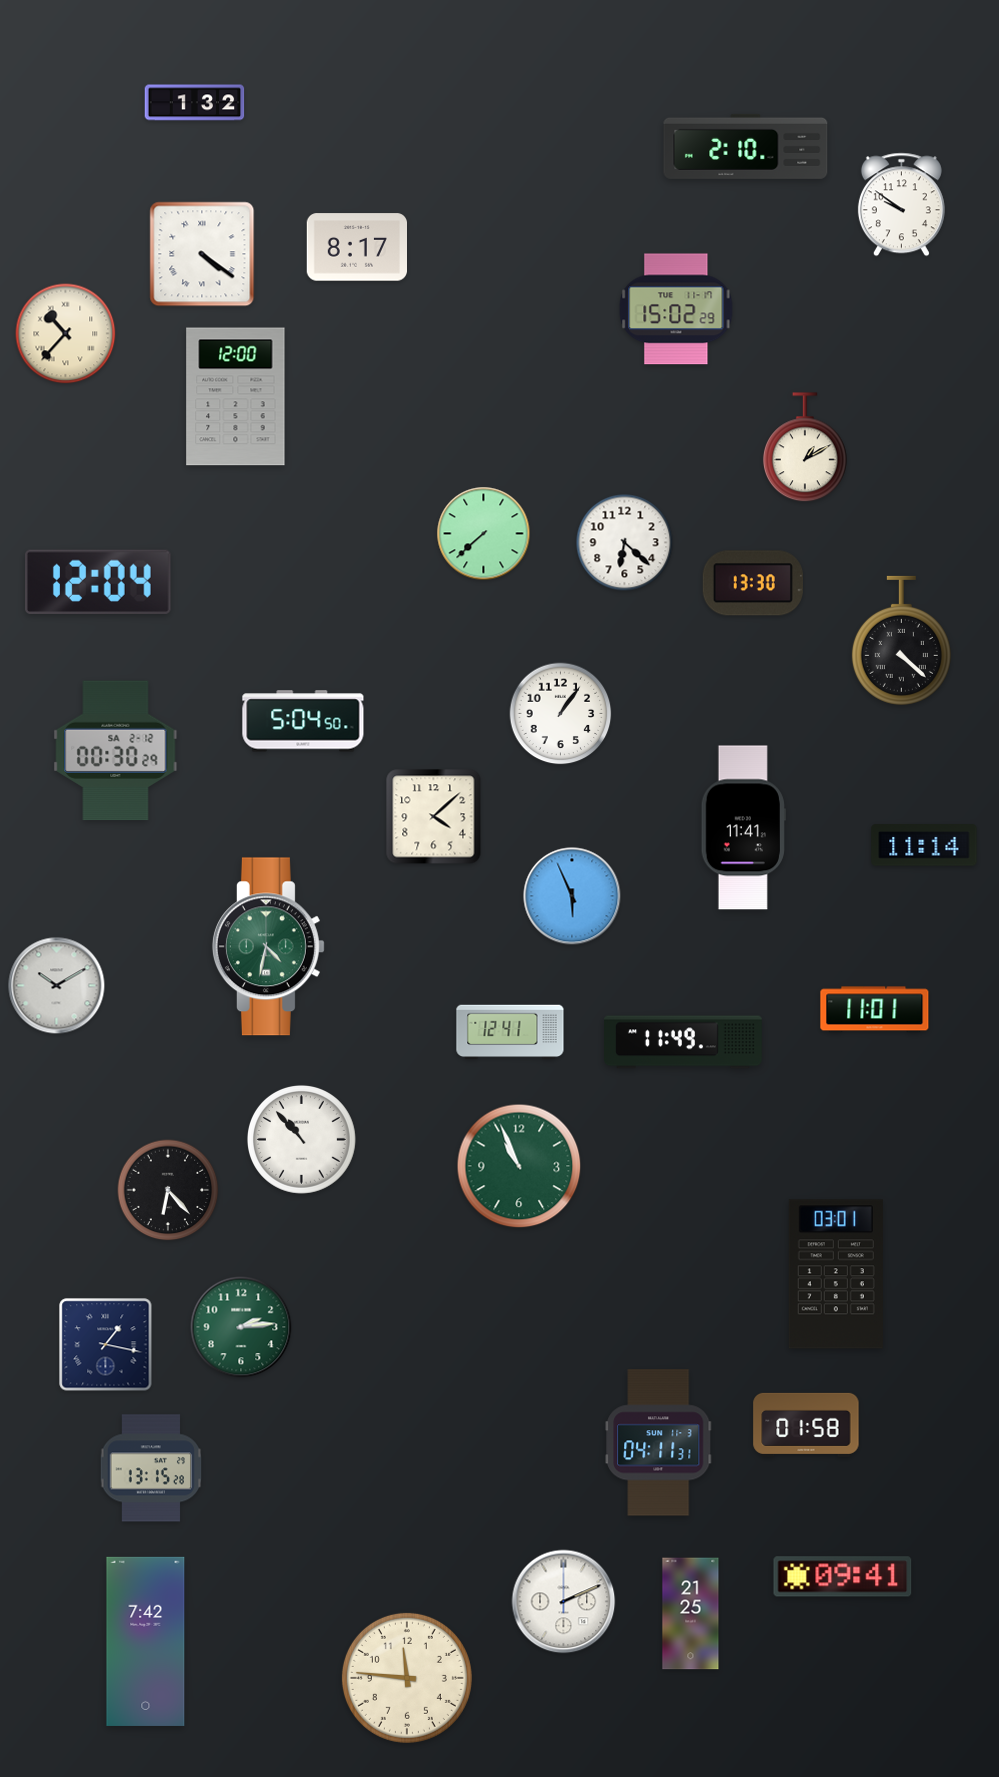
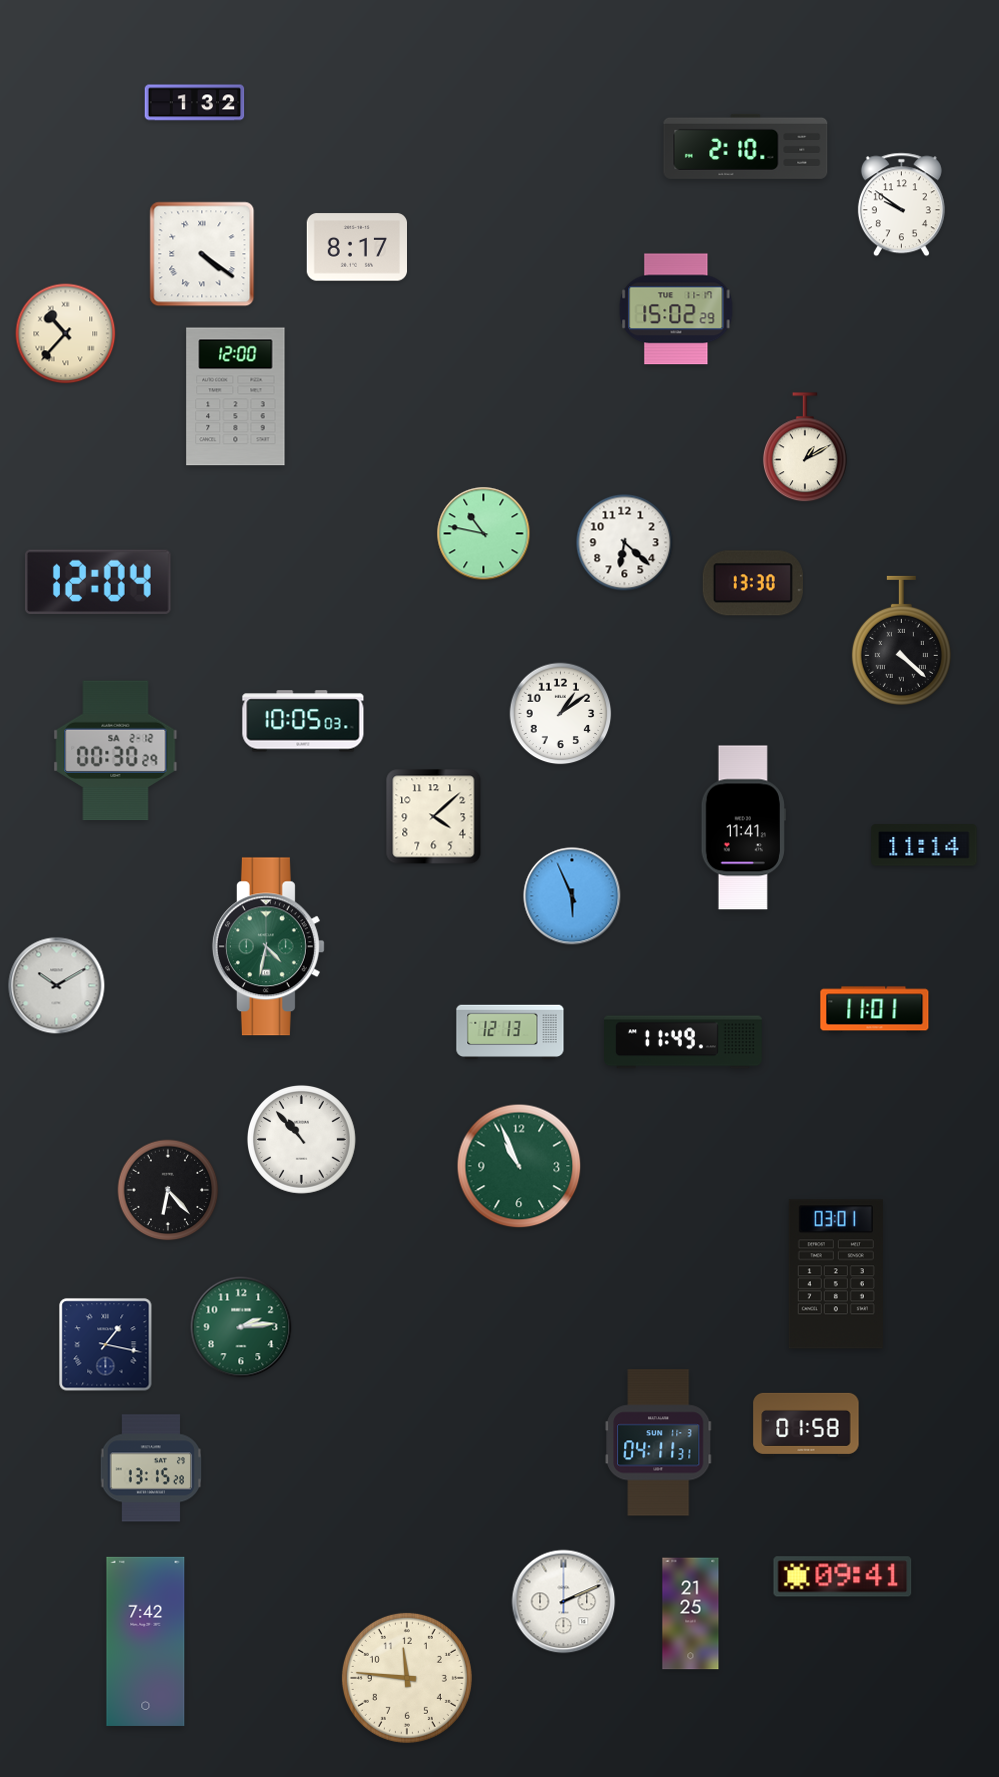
clock at (484, 534): 7:38 -> 10:47
clock at (561, 714): 1:06 -> 1:09
clock at (303, 721): 5:04 -> 10:05
clock at (510, 1032): 12:41 -> 12:13
